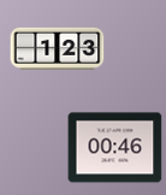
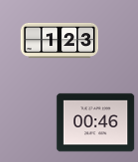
clock at (57, 48) position: (57, 48) -> (59, 40)
